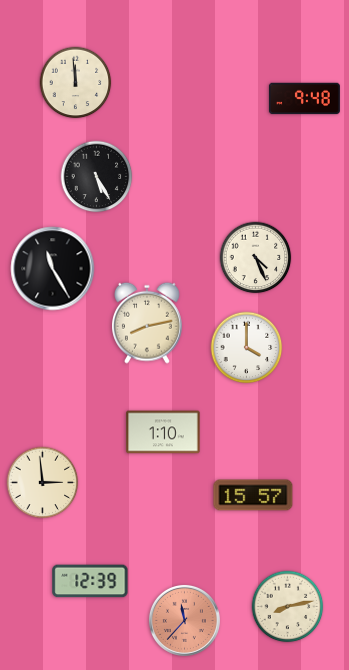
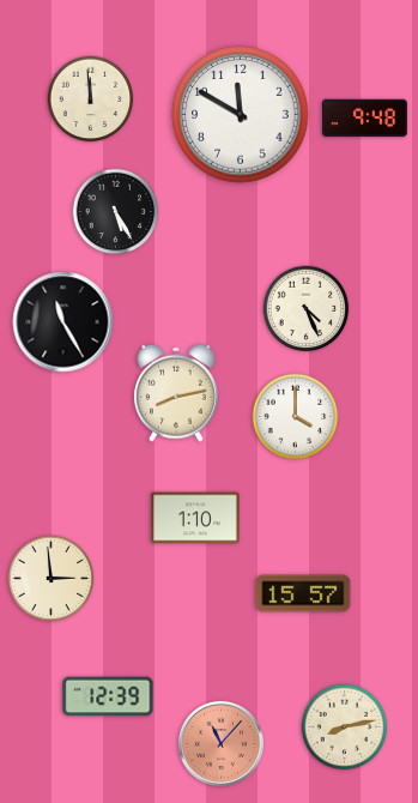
clock at (241, 115): none -> 11:50
clock at (148, 323) position: (148, 323) -> (177, 393)
clock at (184, 620): 11:37 -> 11:07
